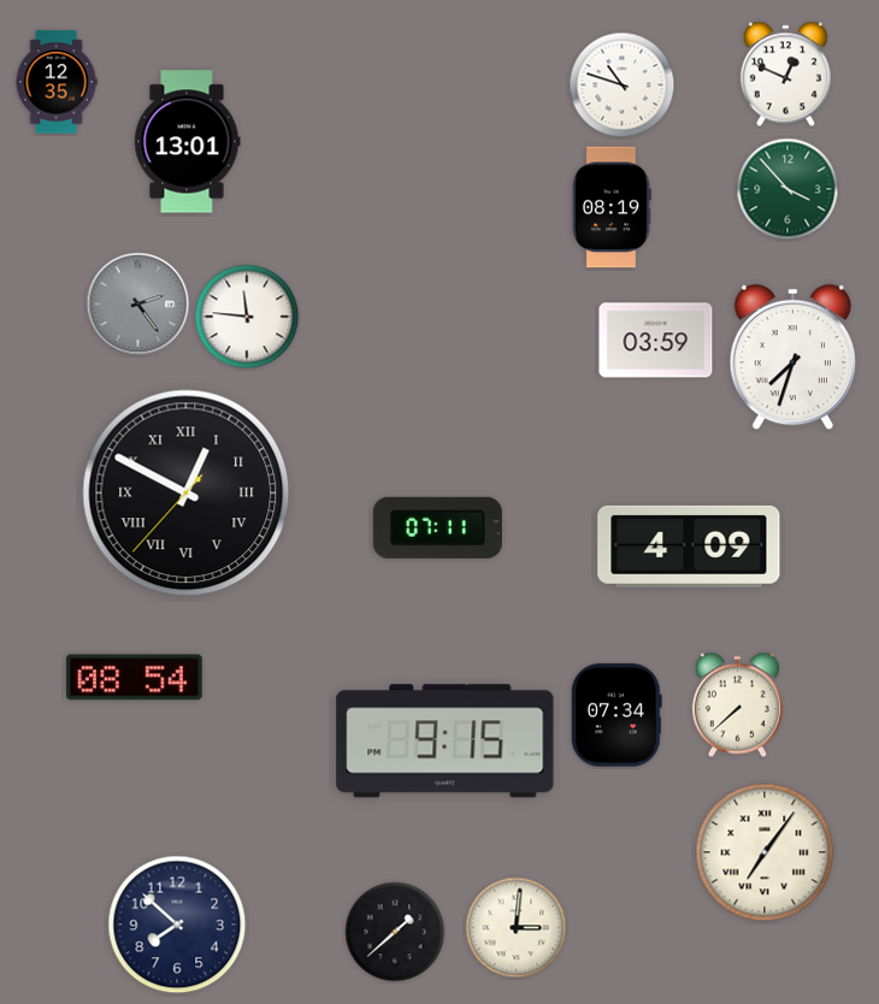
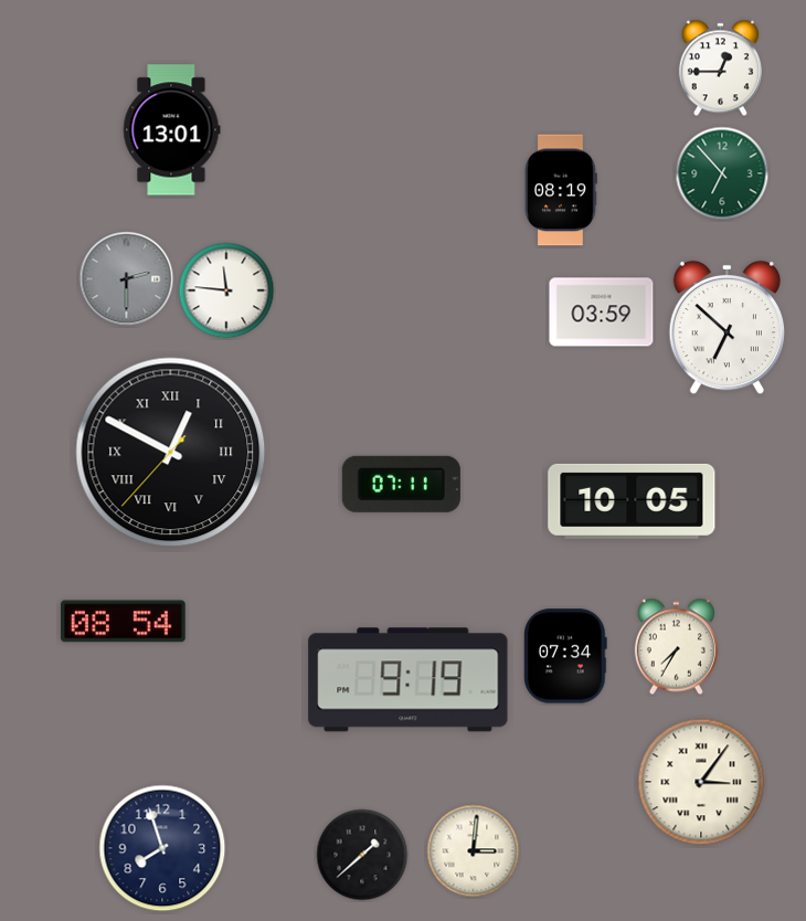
clock at (785, 75): 12:49 -> 12:45
clock at (57, 82): 12:35 -> none
clock at (623, 85): 10:48 -> none
clock at (787, 189): 3:53 -> 6:53
clock at (138, 305): 2:24 -> 2:30
clock at (792, 358): 7:33 -> 6:52
clock at (689, 547): 4:09 -> 10:05
clock at (737, 705): 7:38 -> 7:35
clock at (446, 742): 9:15 -> 9:19
clock at (765, 852): 7:06 -> 3:06
clock at (177, 925): 7:52 -> 7:57
